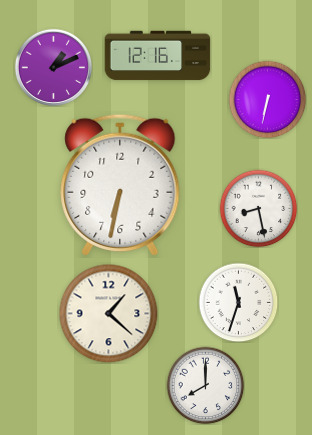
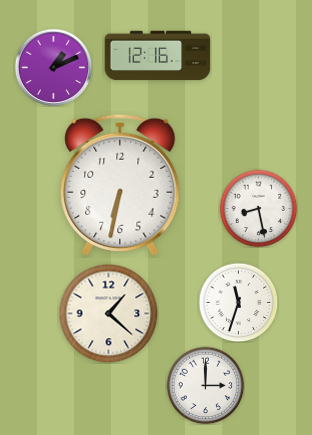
clock at (267, 99): 6:32 -> none
clock at (205, 385): 8:00 -> 3:00
